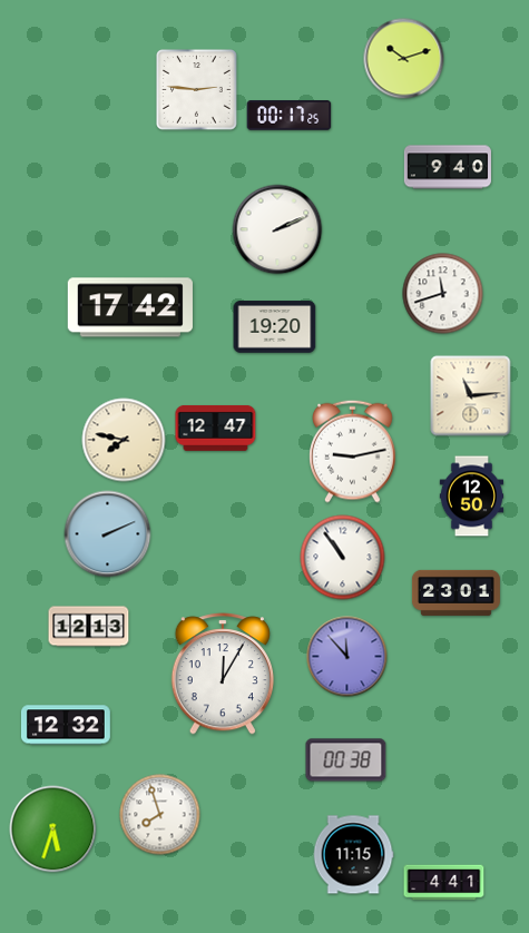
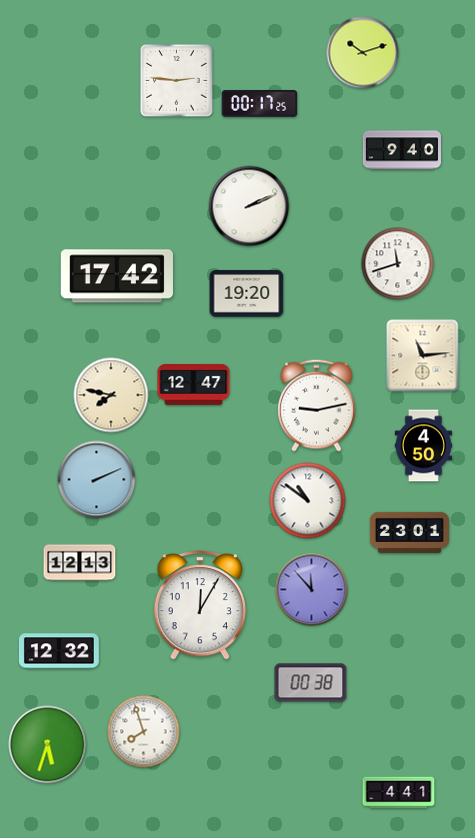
clock at (472, 497): 12:50 -> 4:50
clock at (343, 558): 10:54 -> 10:51
clock at (353, 855): 11:15 -> none
